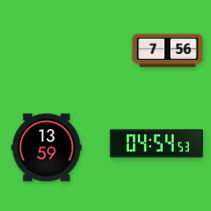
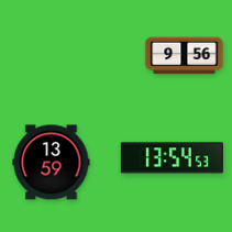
clock at (168, 51): 7:56 -> 9:56
clock at (156, 144): 04:54 -> 13:54
